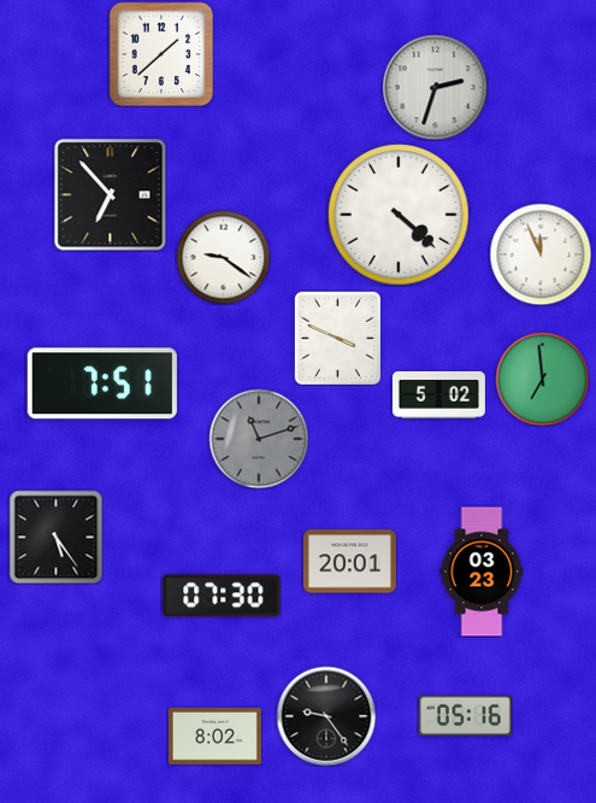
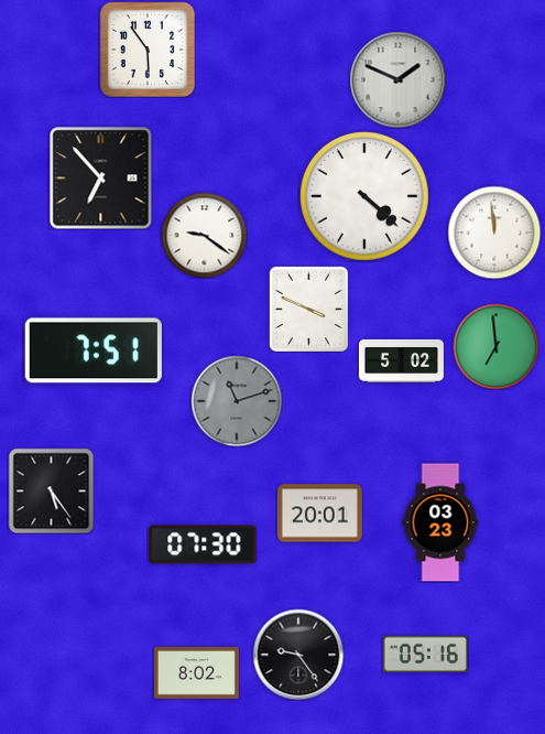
clock at (161, 54): 1:38 -> 5:54
clock at (435, 87): 2:33 -> 1:49
clock at (541, 254): 11:56 -> 11:59
